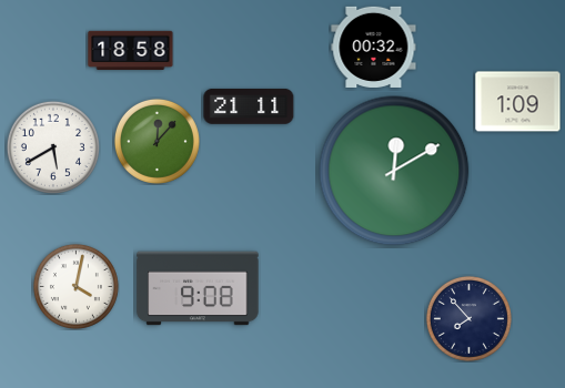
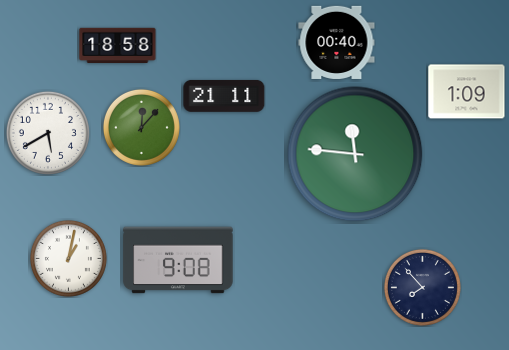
clock at (374, 47): 00:32 -> 00:40
clock at (394, 171): 12:10 -> 11:46
clock at (75, 286): 4:02 -> 1:02
